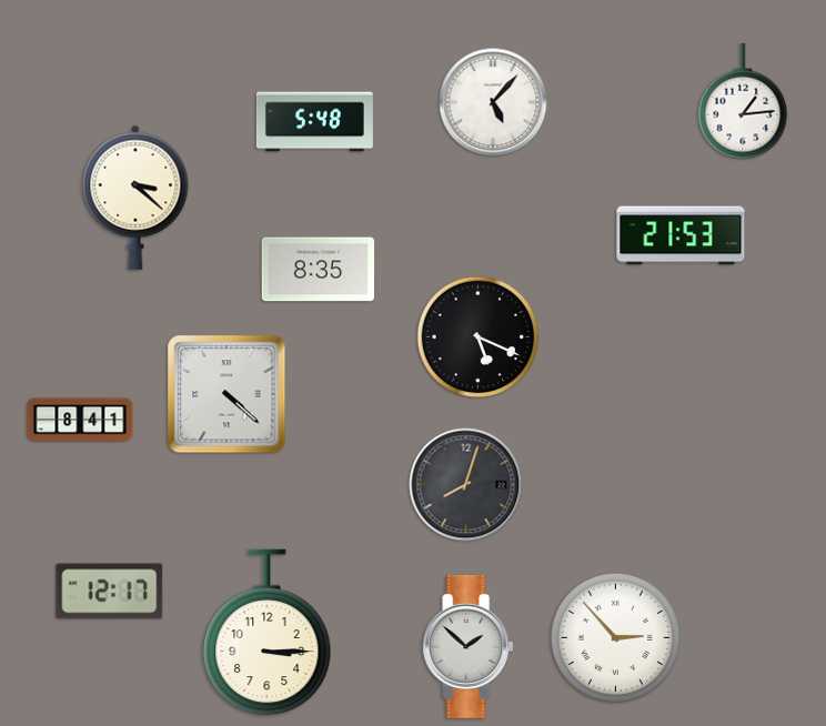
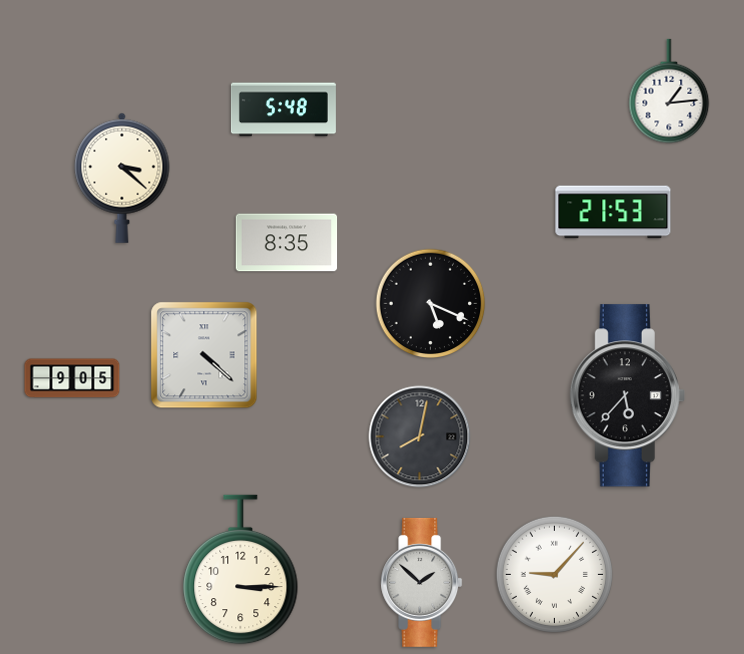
clock at (493, 102): 5:07 -> none
clock at (80, 420): 8:41 -> 9:05
clock at (627, 396): none -> 5:37
clock at (466, 485): 8:03 -> 8:02
clock at (110, 592): 12:17 -> none
clock at (615, 637): 2:53 -> 9:07
